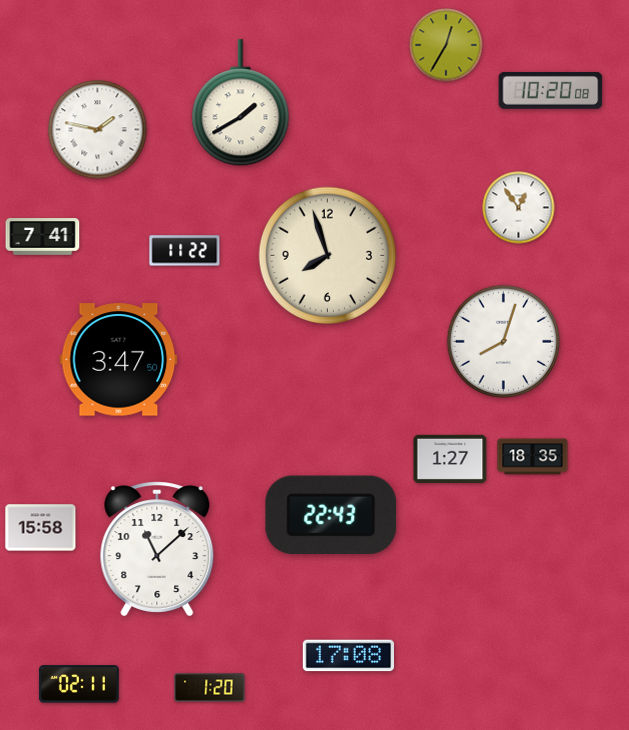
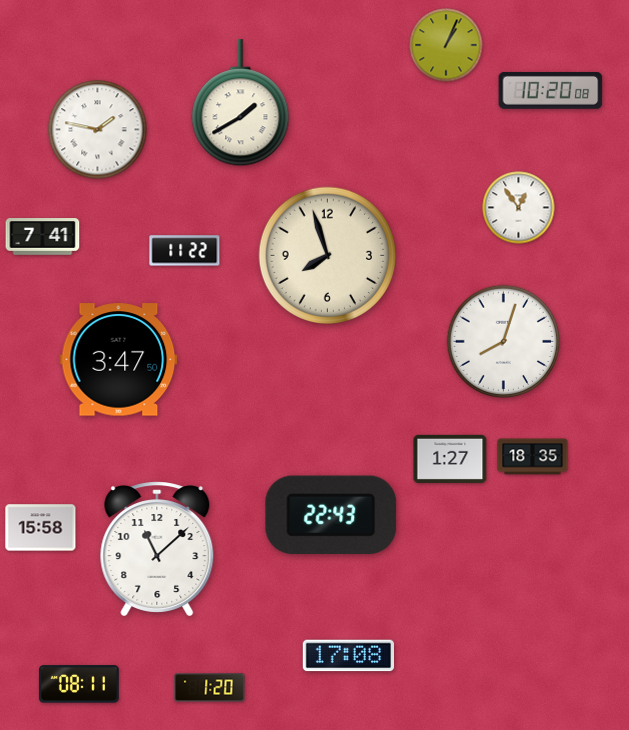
clock at (446, 45): 12:35 -> 1:04
clock at (79, 684): 02:11 -> 08:11
